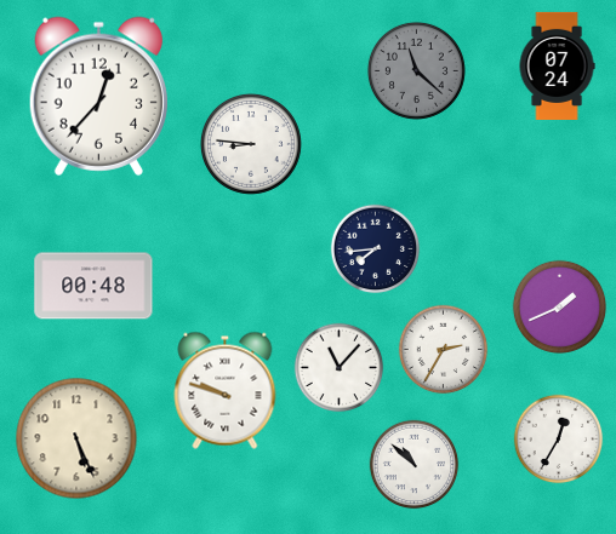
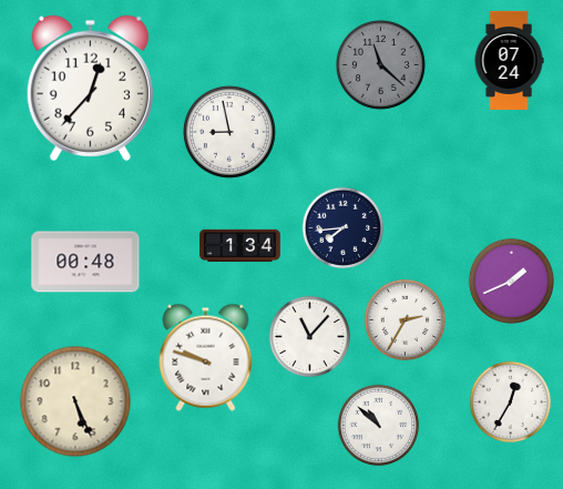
clock at (251, 144): 8:46 -> 8:58
clock at (240, 245): none -> 1:34
clock at (76, 438) position: (76, 438) -> (75, 401)
